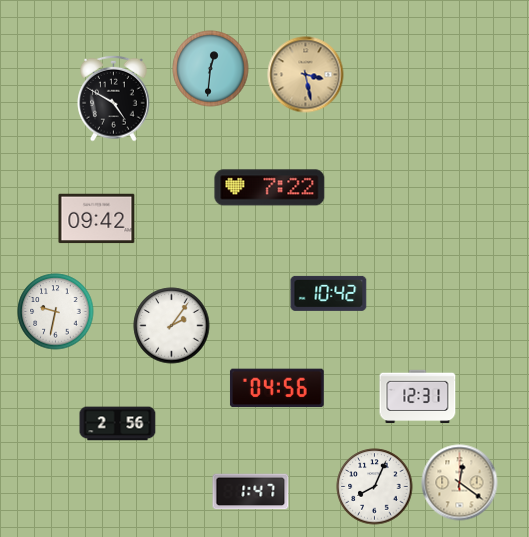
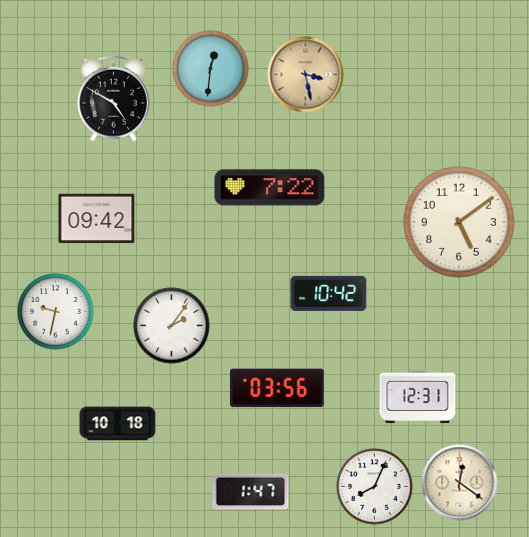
clock at (460, 223): none -> 5:09
clock at (277, 388): 04:56 -> 03:56
clock at (118, 424): 2:56 -> 10:18
